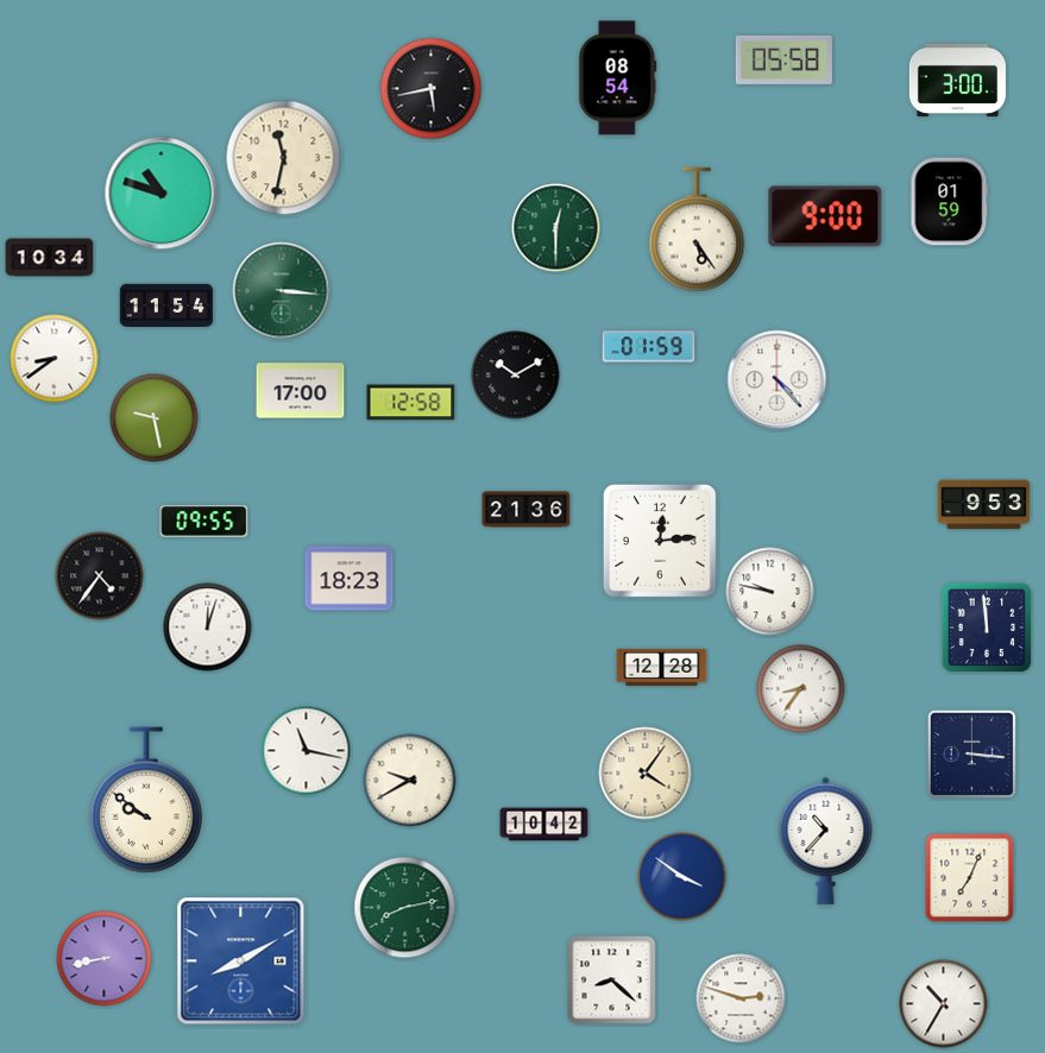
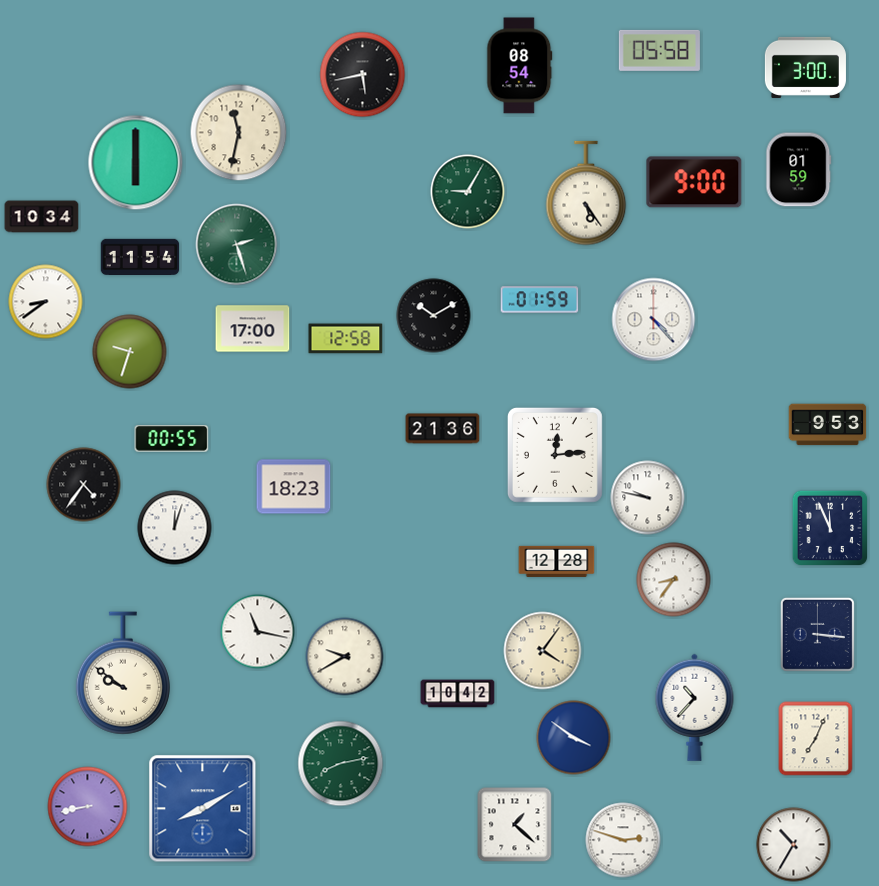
clock at (162, 194): 10:48 -> 6:00
clock at (556, 228): 12:30 -> 9:05
clock at (282, 291): 3:16 -> 2:27
clock at (649, 347) position: (649, 347) -> (540, 300)
clock at (155, 418): 9:28 -> 9:33
clock at (204, 522): 09:55 -> 00:55
clock at (987, 628): 11:59 -> 11:56
clock at (612, 981): 8:22 -> 1:22
